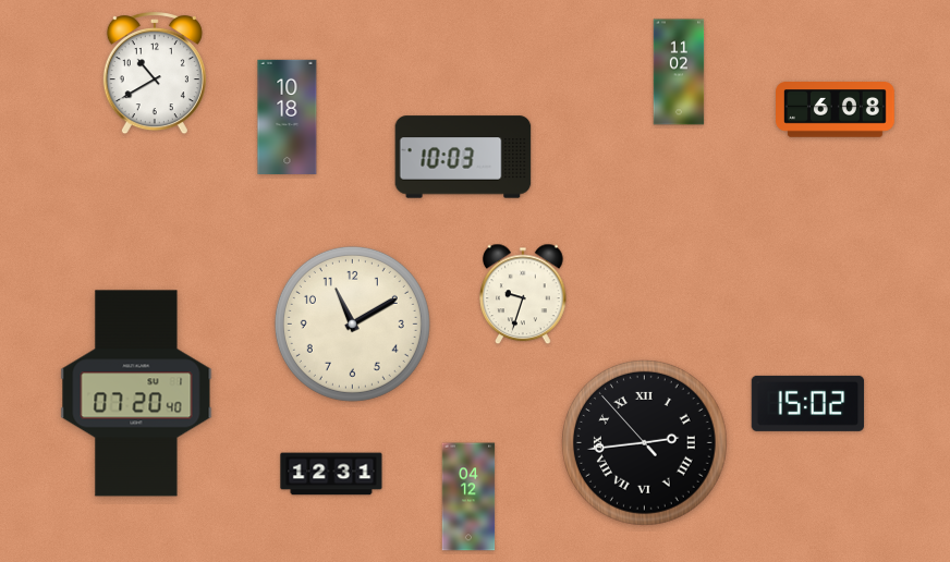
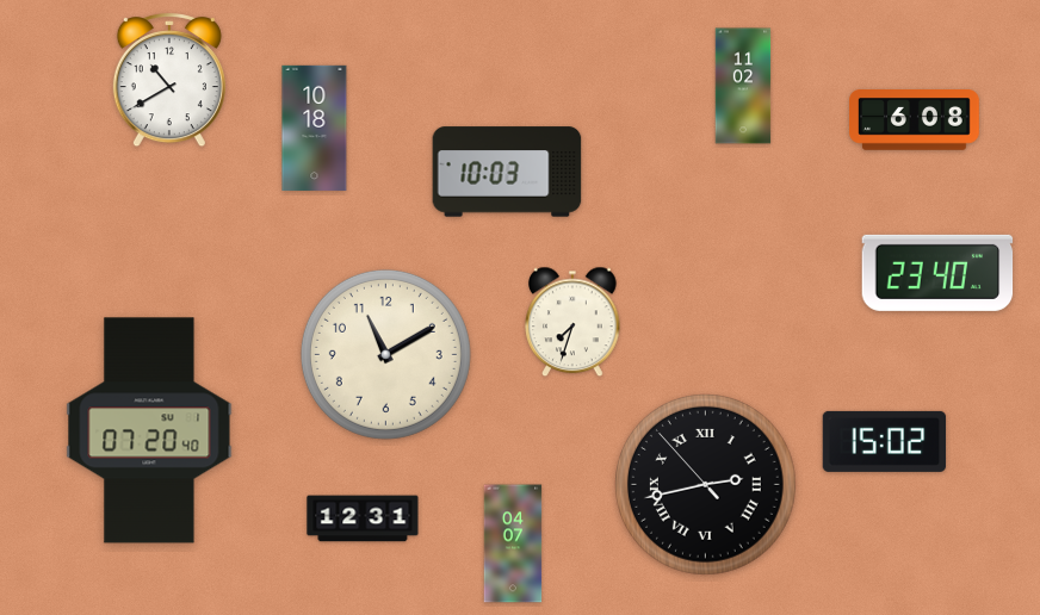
clock at (679, 72) position: (679, 72) -> (743, 86)
clock at (937, 273): none -> 23:40
clock at (523, 294): 9:33 -> 7:33
clock at (645, 443): 2:43 -> 2:42
clock at (468, 497): 04:12 -> 04:07
